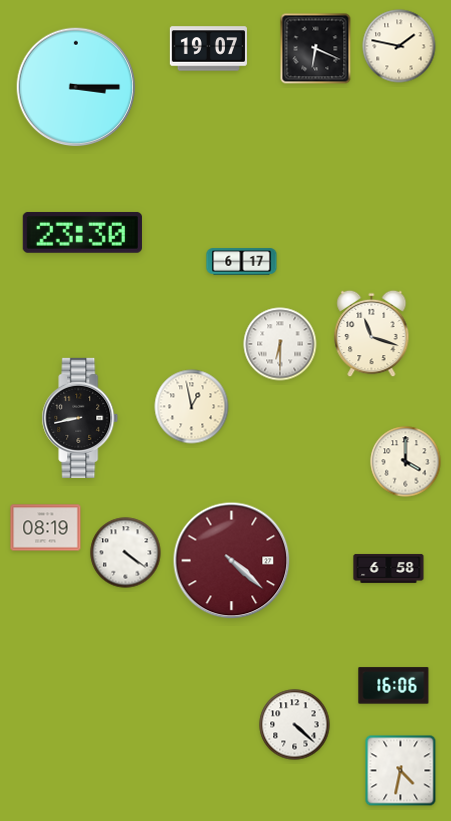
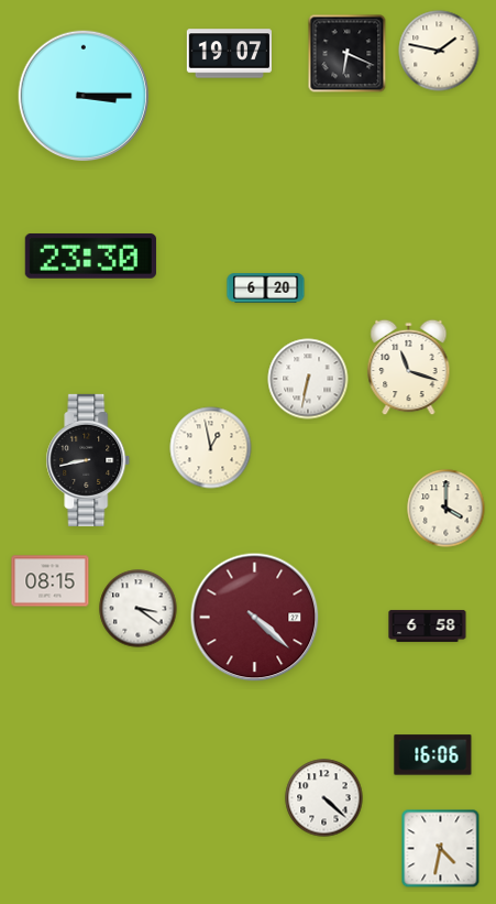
clock at (242, 262): 6:17 -> 6:20
clock at (280, 344): 6:30 -> 6:32
clock at (46, 528): 08:19 -> 08:15
clock at (126, 553): 4:21 -> 3:21
